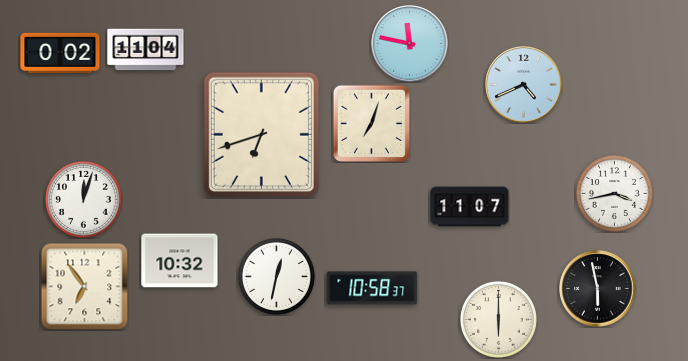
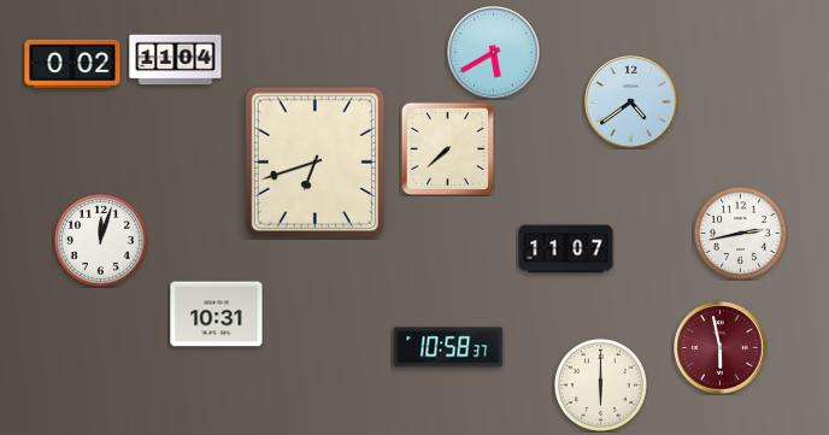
clock at (410, 44): 11:47 -> 5:40
clock at (524, 85): 4:41 -> 4:39
clock at (371, 123): 7:03 -> 7:38
clock at (614, 193): 3:43 -> 2:43
clock at (180, 261): 10:32 -> 10:31
clock at (276, 276): 12:32 -> none
clock at (85, 287): 6:54 -> none
clock at (598, 289) dial: black -> burgundy
